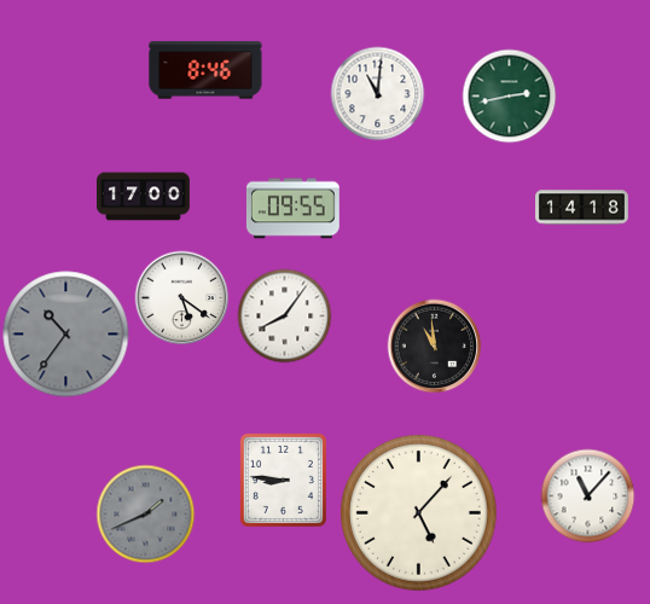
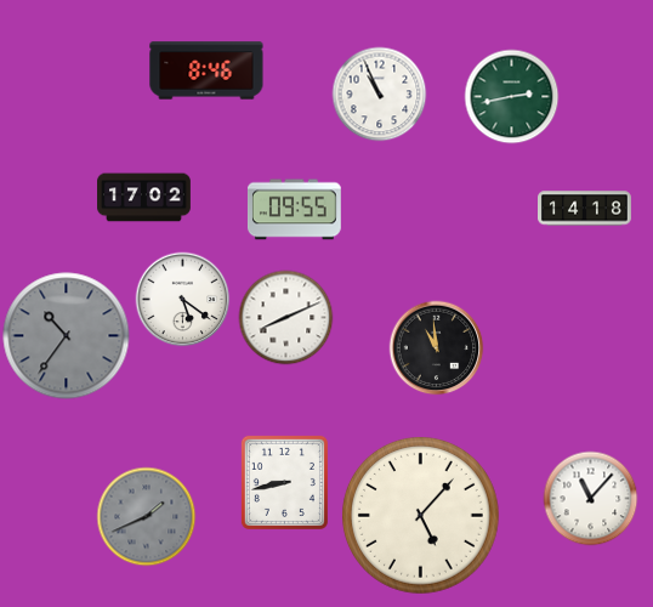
clock at (377, 93): 11:01 -> 10:56
clock at (144, 197): 17:00 -> 17:02
clock at (284, 315): 8:06 -> 8:11
clock at (283, 480): 8:46 -> 8:43
